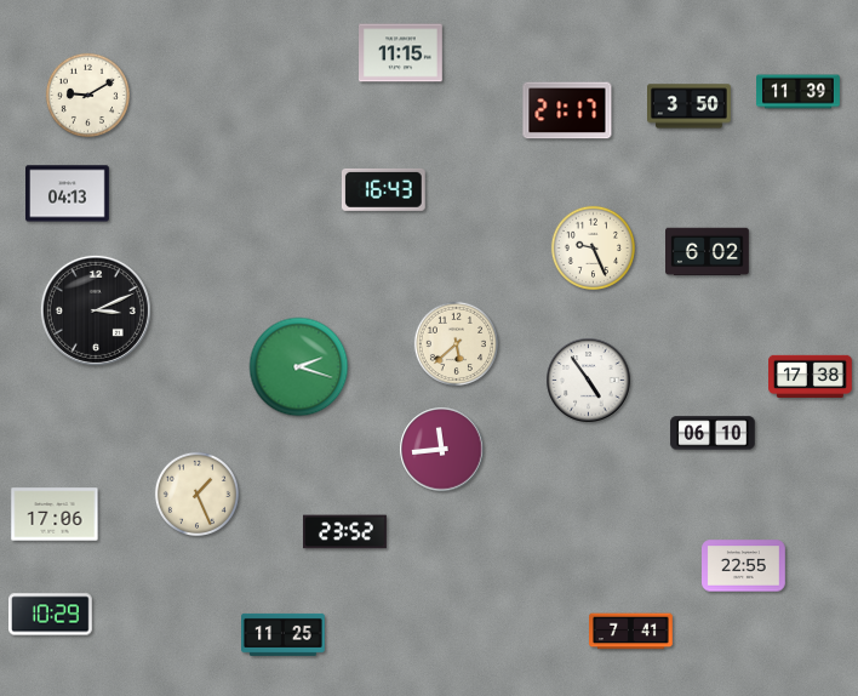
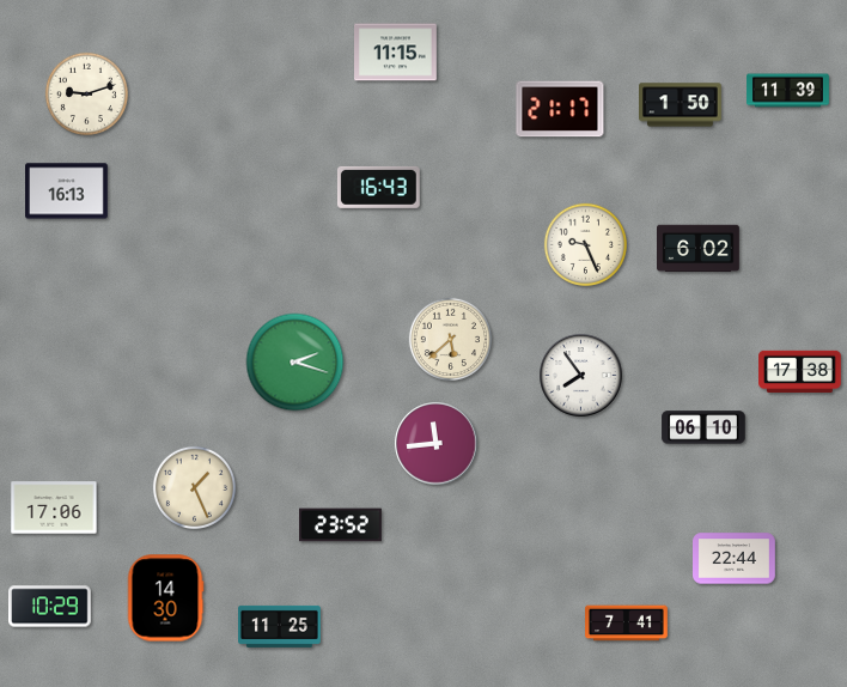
clock at (87, 95): 9:10 -> 9:12
clock at (690, 107): 3:50 -> 1:50
clock at (68, 194): 04:13 -> 16:13
clock at (96, 310): 3:11 -> none
clock at (589, 381): 4:54 -> 7:54
clock at (744, 566): 22:55 -> 22:44
clock at (165, 598): none -> 14:30
clock at (631, 632) position: (631, 632) -> (627, 624)
